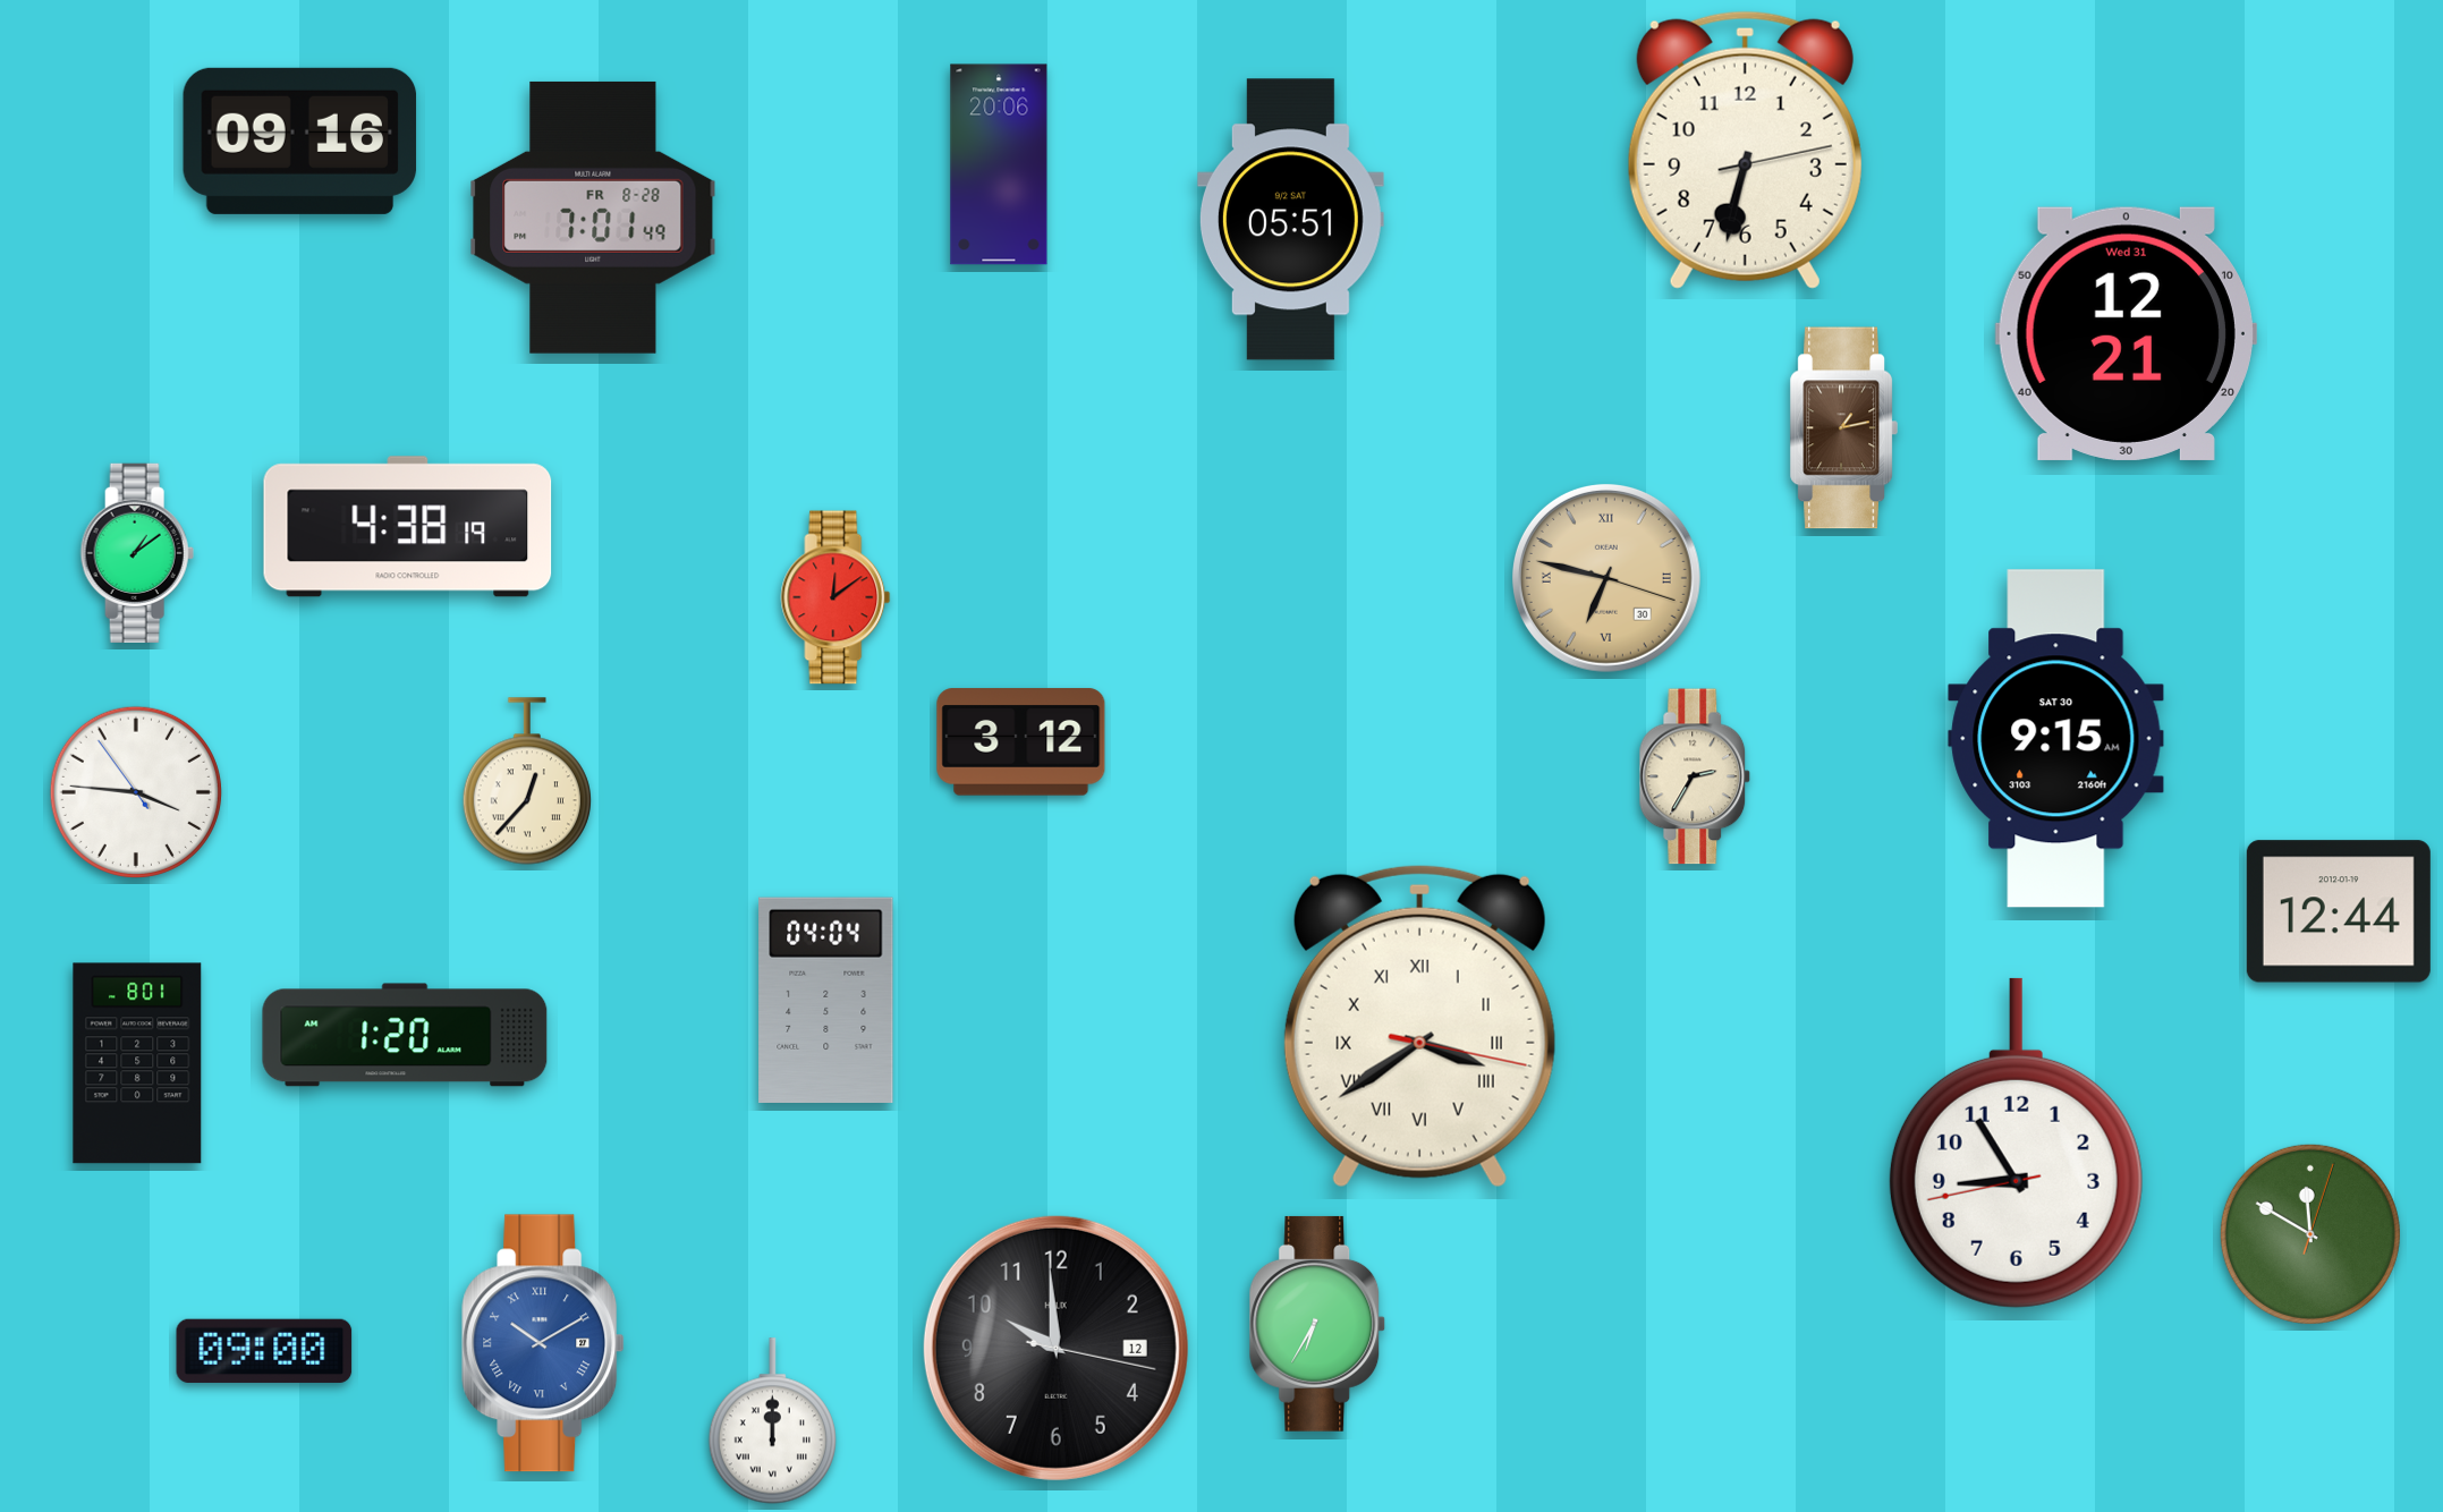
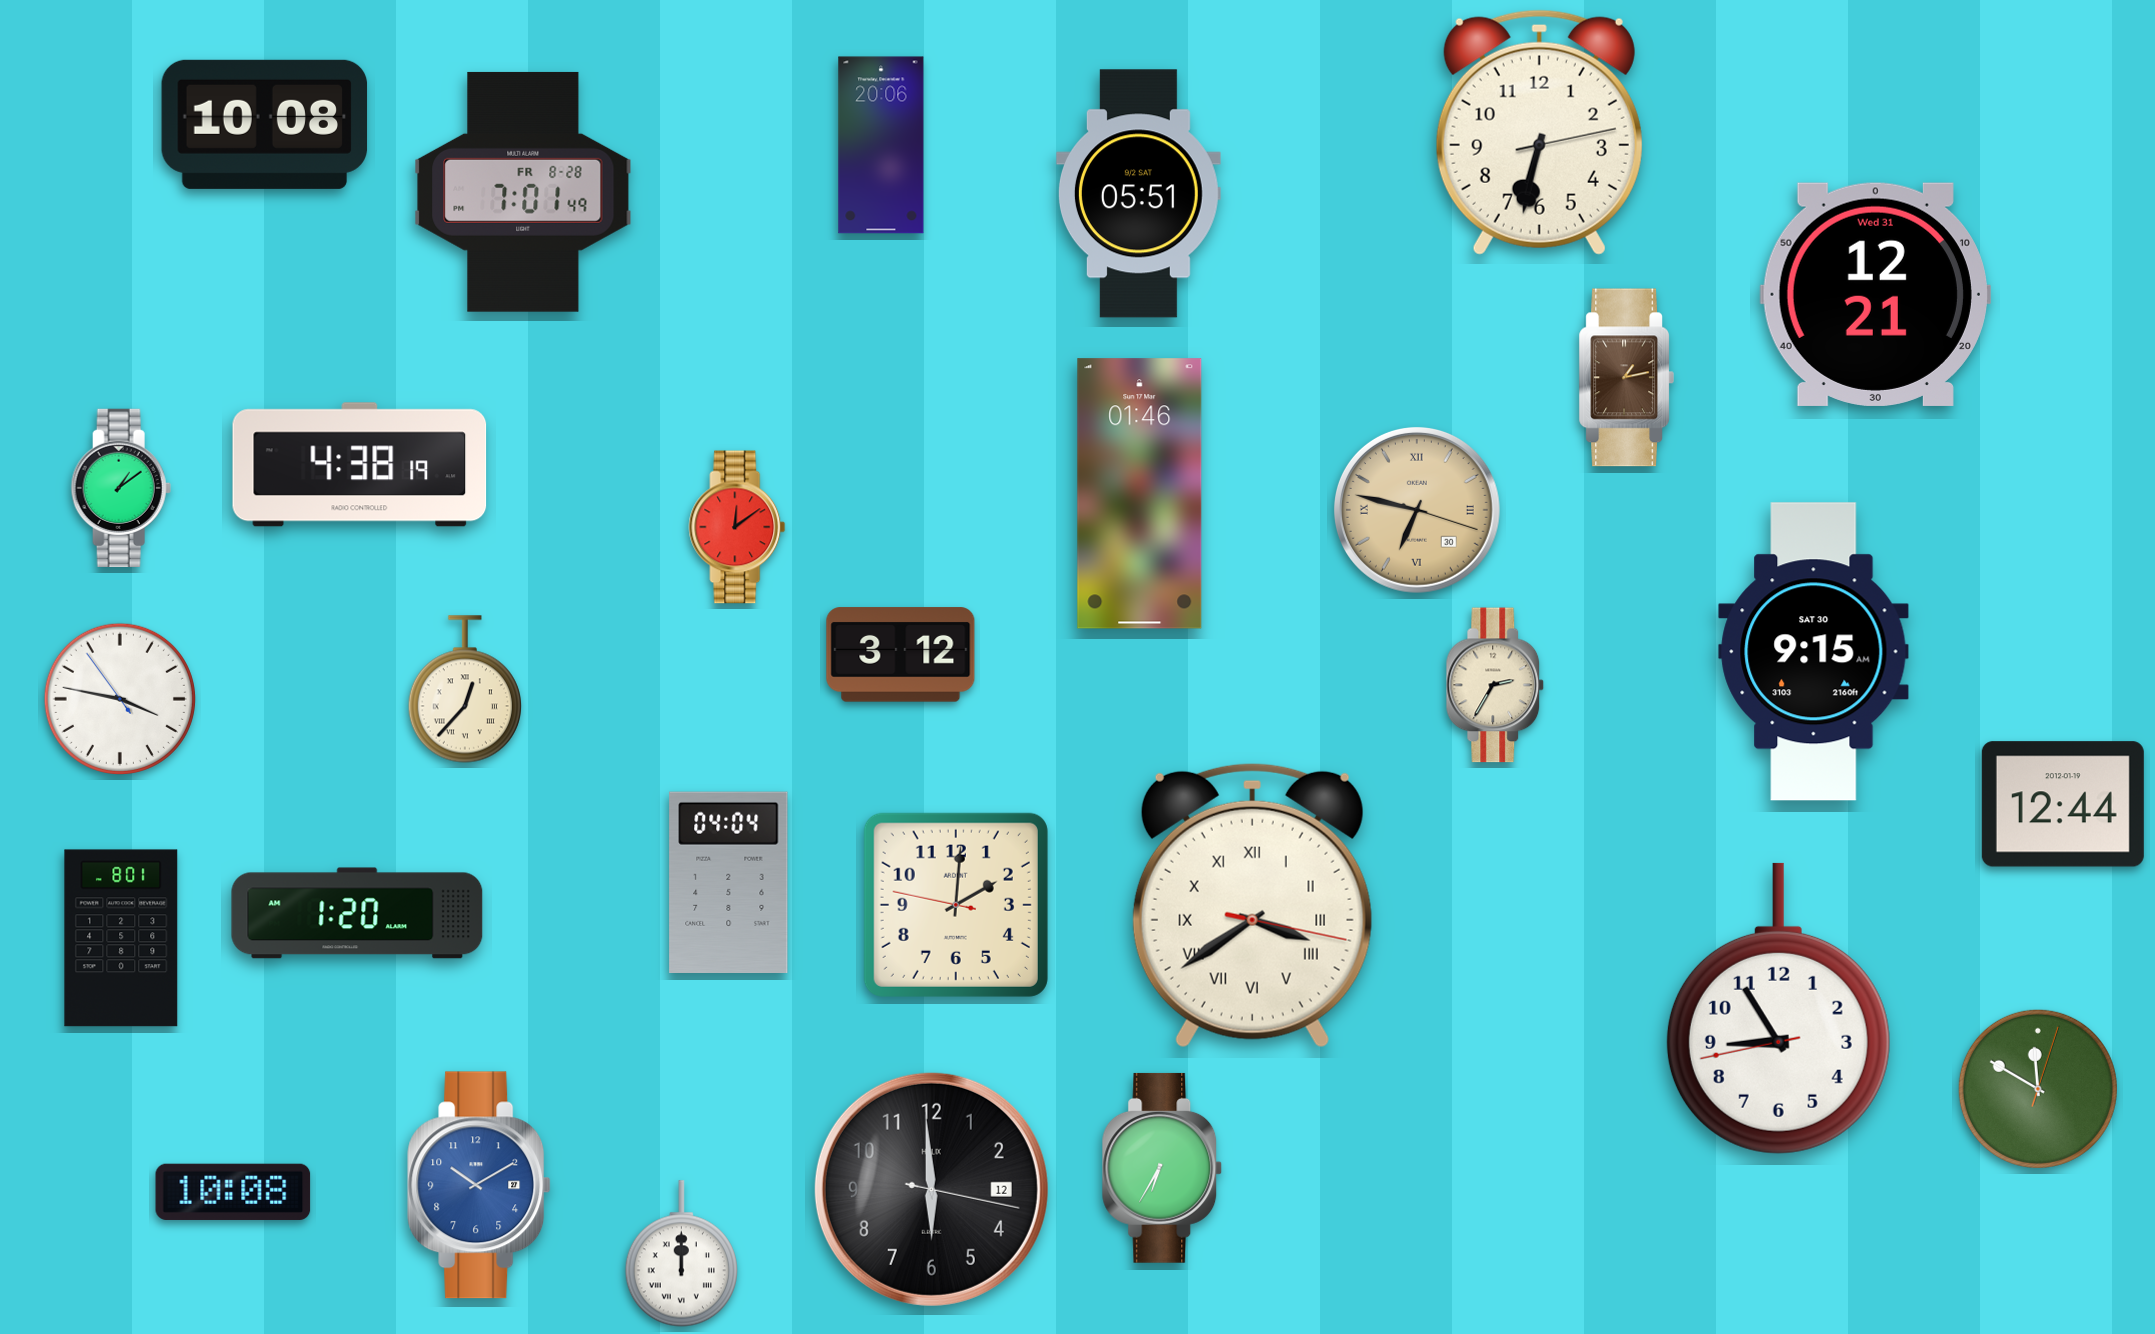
clock at (300, 141): 09:16 -> 10:08
clock at (1140, 494): none -> 01:46
clock at (136, 792): 3:45 -> 3:46
clock at (956, 905): none -> 2:00
clock at (543, 1343) numerals: Roman -> Arabic
clock at (1055, 1348): 9:59 -> 5:59
clock at (264, 1351): 09:00 -> 10:08
